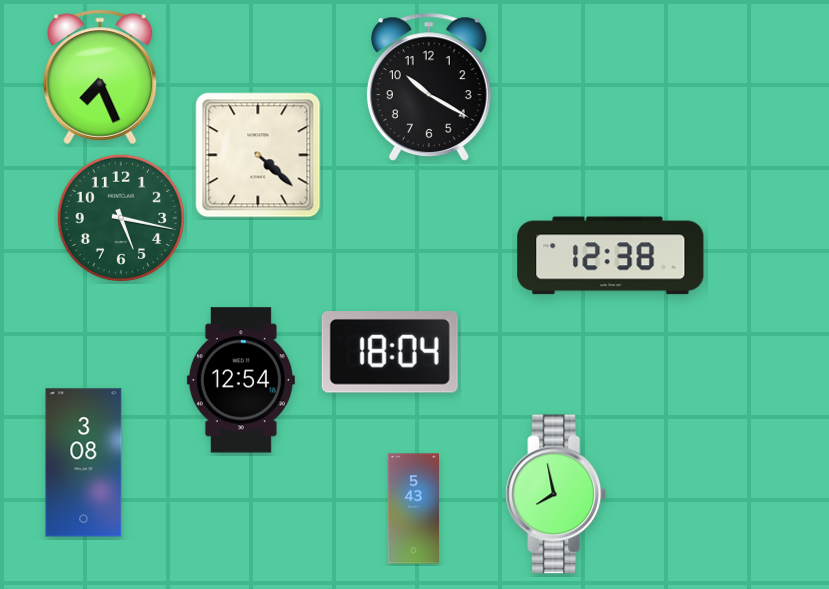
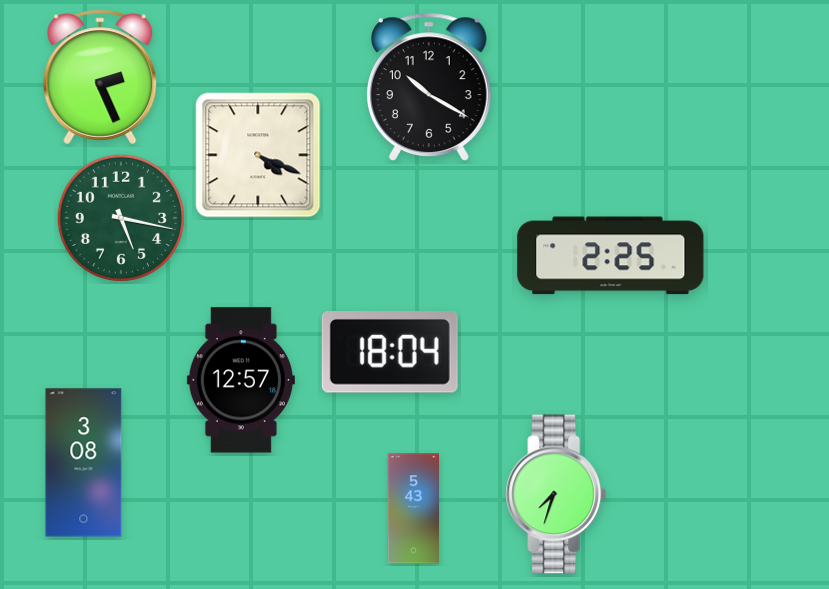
clock at (100, 77): 7:26 -> 2:26
clock at (258, 155): 4:22 -> 4:19
clock at (611, 256): 12:38 -> 2:25
clock at (241, 380): 12:54 -> 12:57
clock at (556, 494): 7:58 -> 7:33
